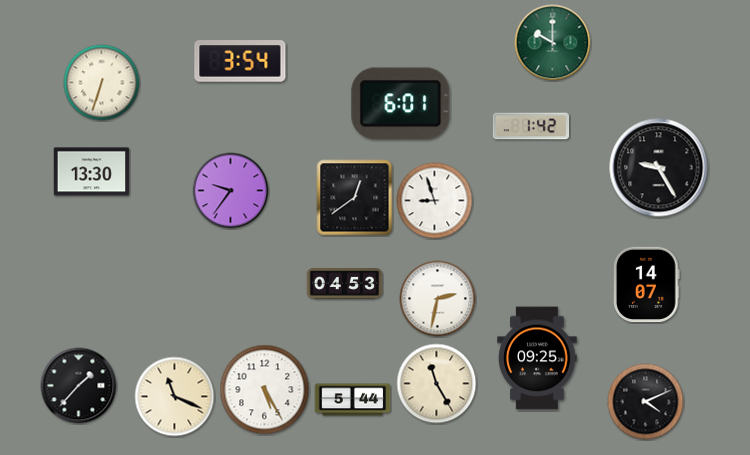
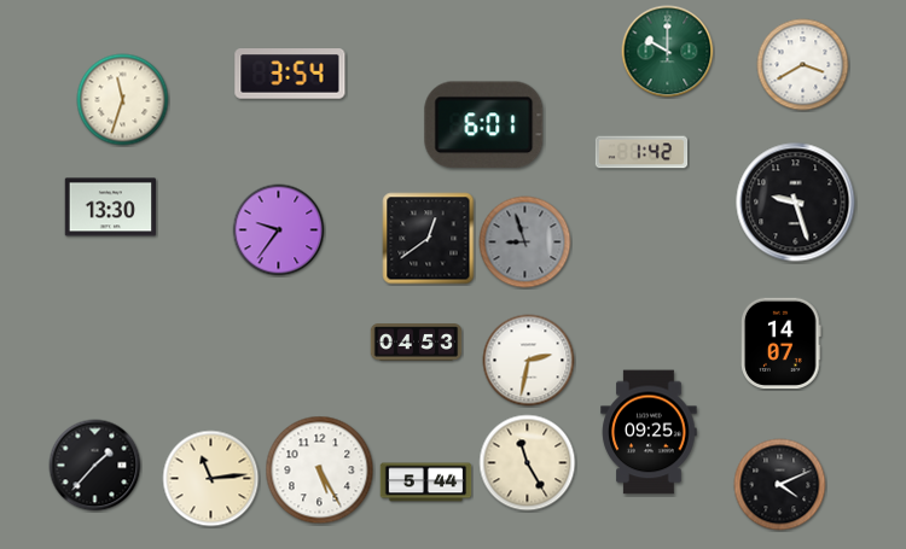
clock at (803, 65): none -> 3:40
clock at (102, 83): 6:33 -> 11:33
clock at (659, 168): 9:25 -> 9:27
clock at (435, 201) dial: white -> grey
clock at (175, 397): 11:19 -> 11:14
